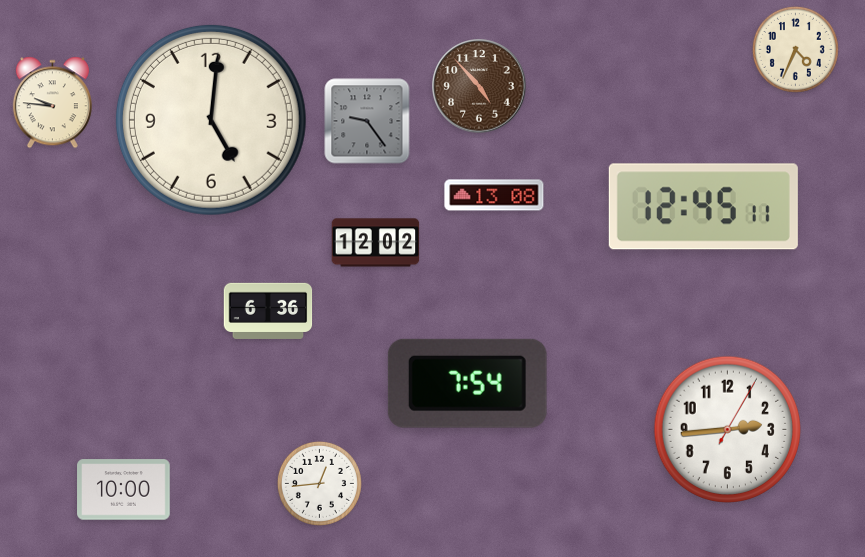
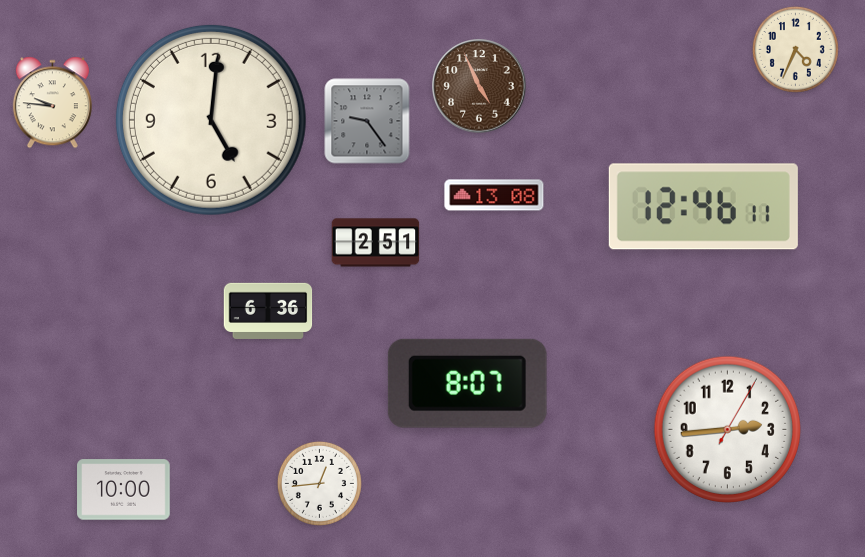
clock at (479, 86): 4:53 -> 4:56
clock at (703, 207): 12:45 -> 12:46
clock at (376, 243): 12:02 -> 2:51
clock at (467, 383): 7:54 -> 8:07
